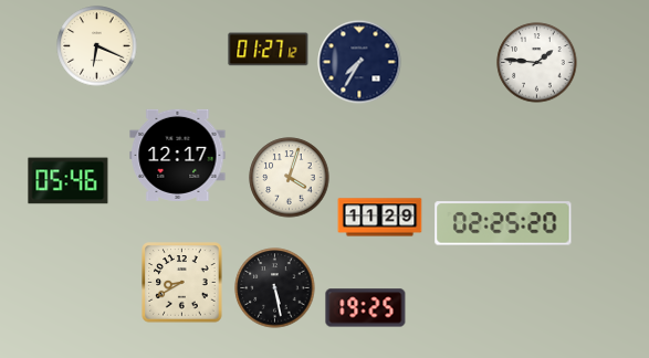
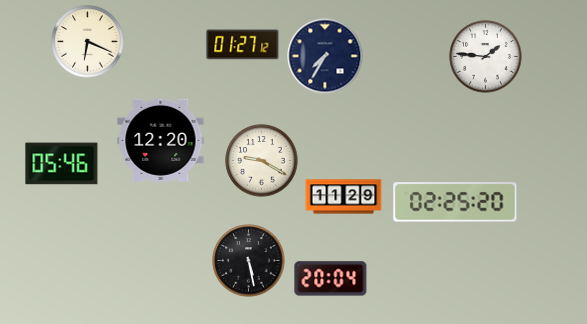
clock at (178, 155): 12:17 -> 12:20
clock at (290, 178): 4:03 -> 9:20
clock at (182, 283): 8:40 -> none
clock at (366, 308): 19:25 -> 20:04
